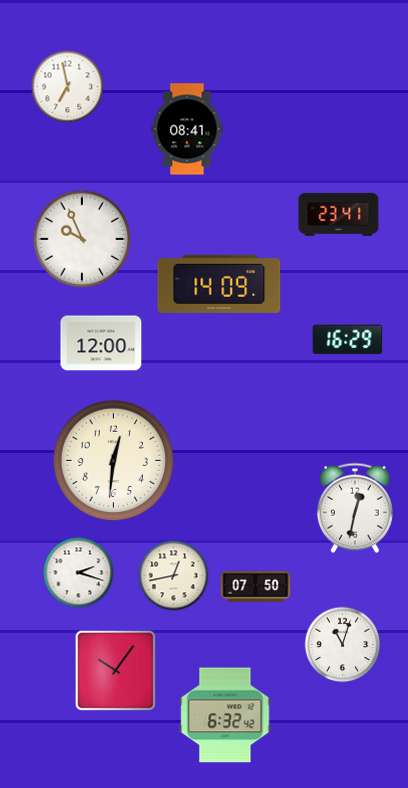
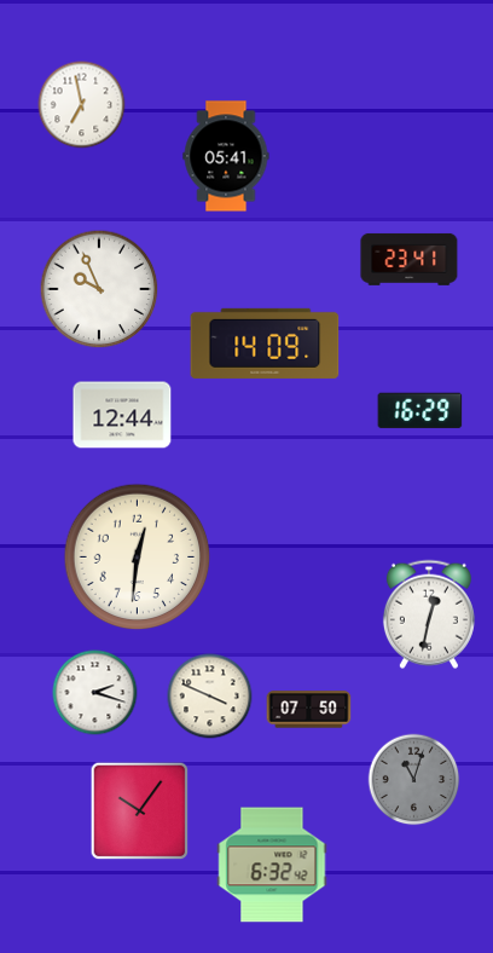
clock at (187, 129): 08:41 -> 05:41
clock at (101, 343): 12:00 -> 12:44
clock at (174, 576): 12:43 -> 3:49
clock at (343, 645) dial: white -> grey
